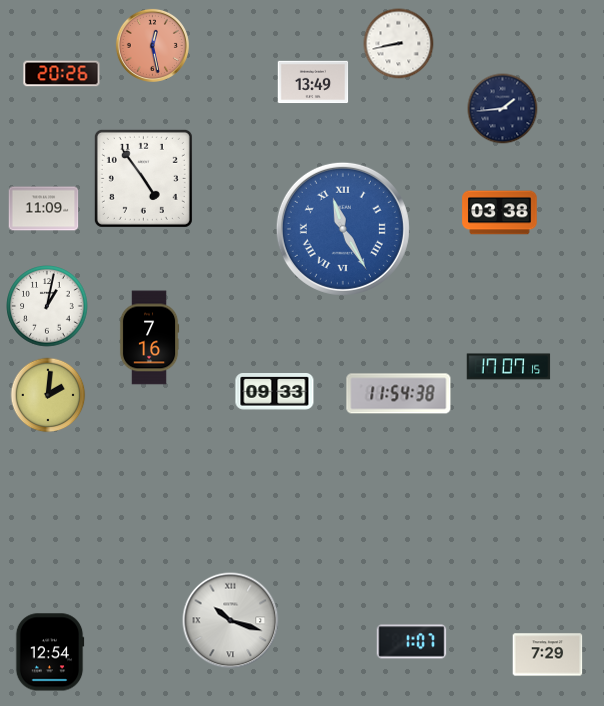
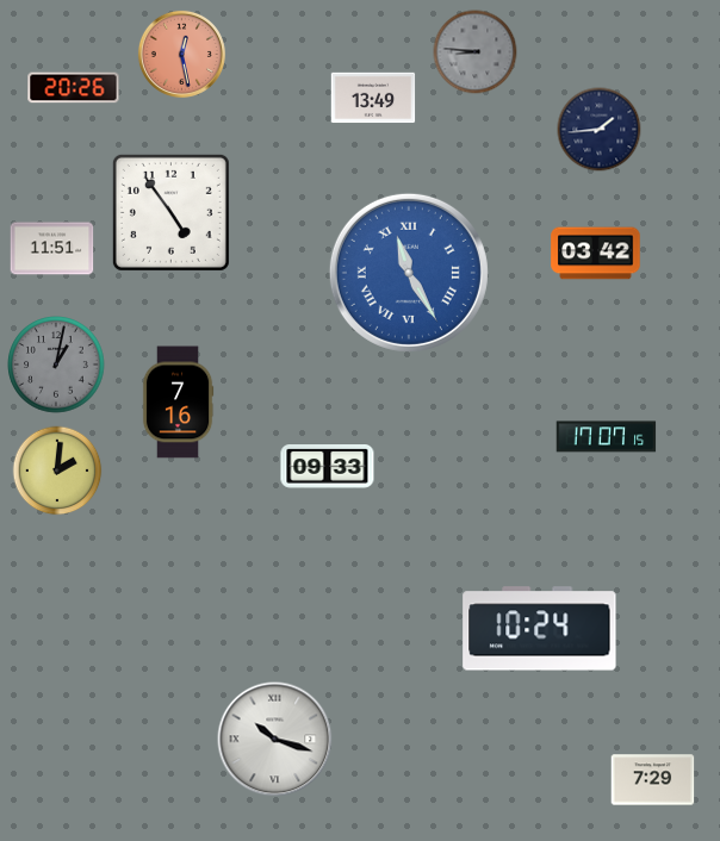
clock at (399, 44): 8:43 -> 8:46
clock at (399, 44) dial: white -> grey
clock at (44, 209): 11:09 -> 11:51
clock at (500, 213): 03:38 -> 03:42
clock at (47, 306) dial: white -> grey
clock at (399, 394): 11:54 -> none
clock at (540, 629): none -> 10:24
clock at (412, 642): 1:07 -> none
clock at (50, 652): 12:54 -> none
